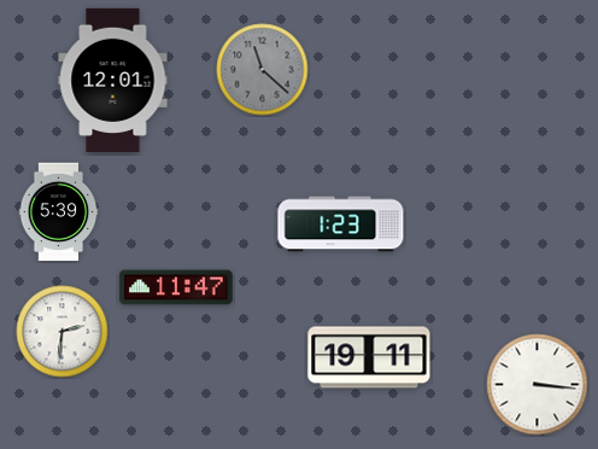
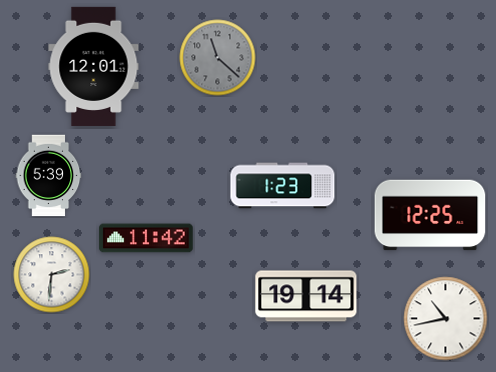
clock at (430, 215): none -> 12:25
clock at (176, 287): 11:47 -> 11:42
clock at (369, 357): 19:11 -> 19:14
clock at (538, 385): 3:16 -> 10:43
